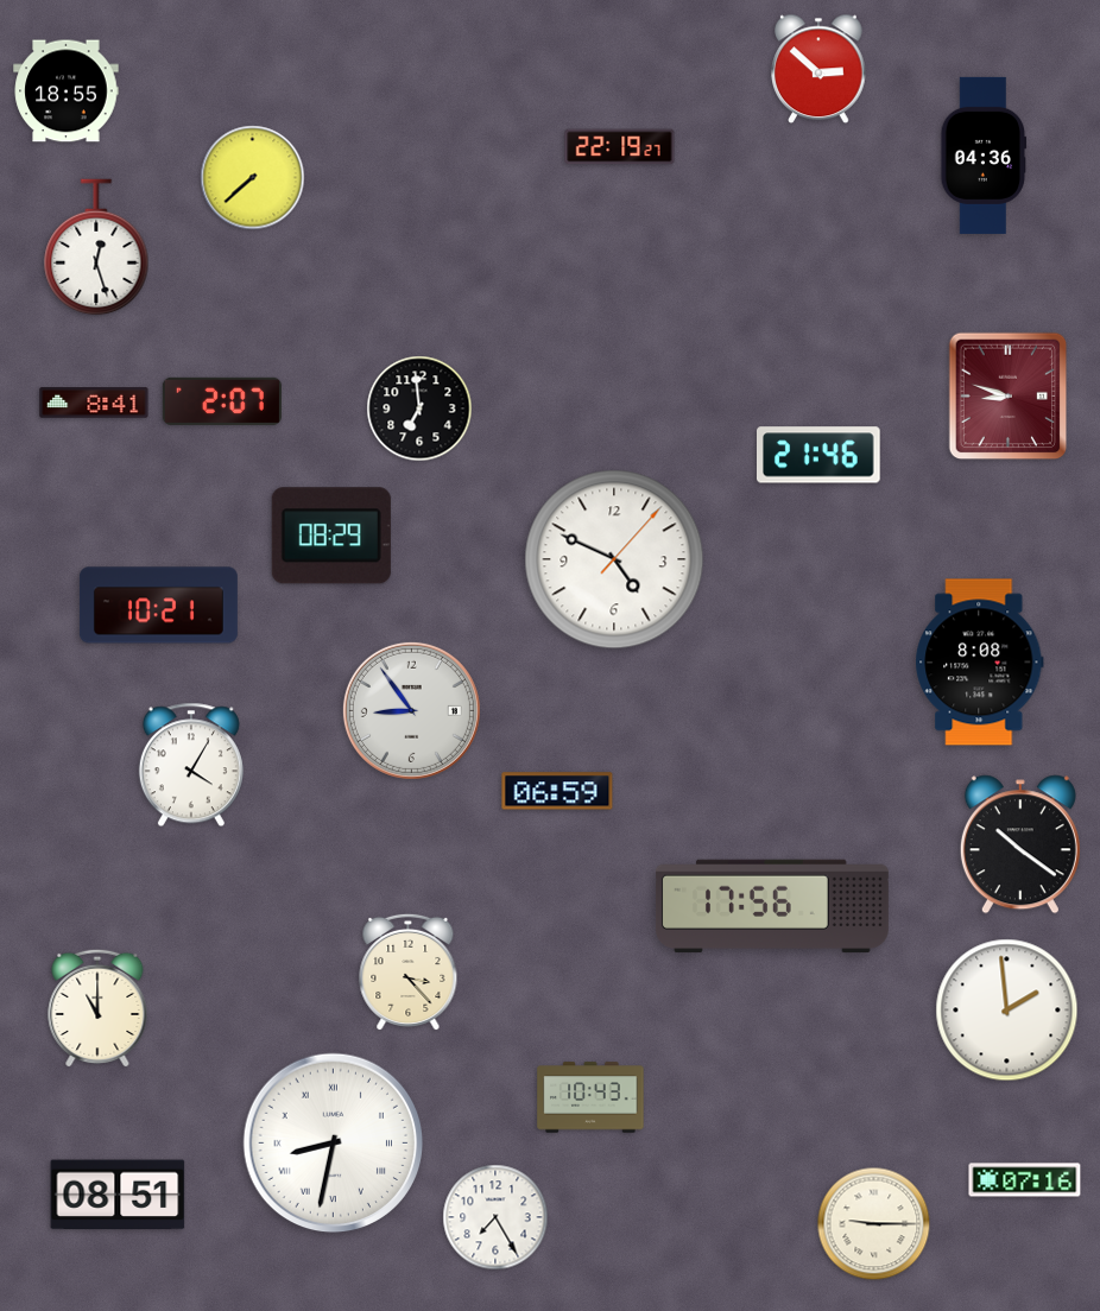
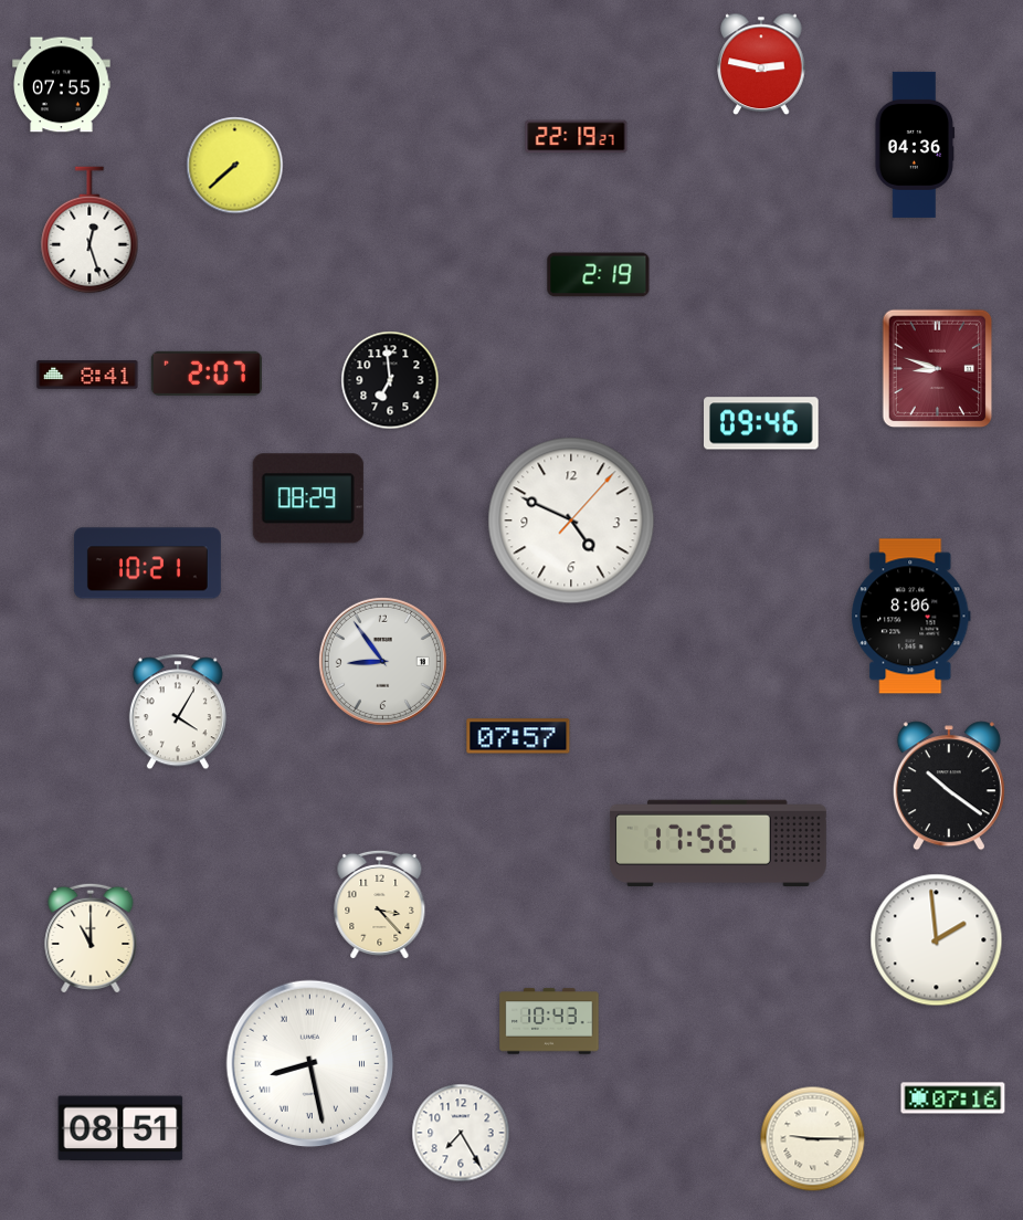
clock at (818, 69): 2:52 -> 2:47
clock at (67, 91): 18:55 -> 07:55
clock at (599, 275): none -> 2:19
clock at (820, 455): 21:46 -> 09:46
clock at (980, 663): 8:08 -> 8:06
clock at (557, 791): 06:59 -> 07:57
clock at (334, 1144): 8:32 -> 8:28
clock at (118, 1195) position: (118, 1195) -> (120, 1128)
